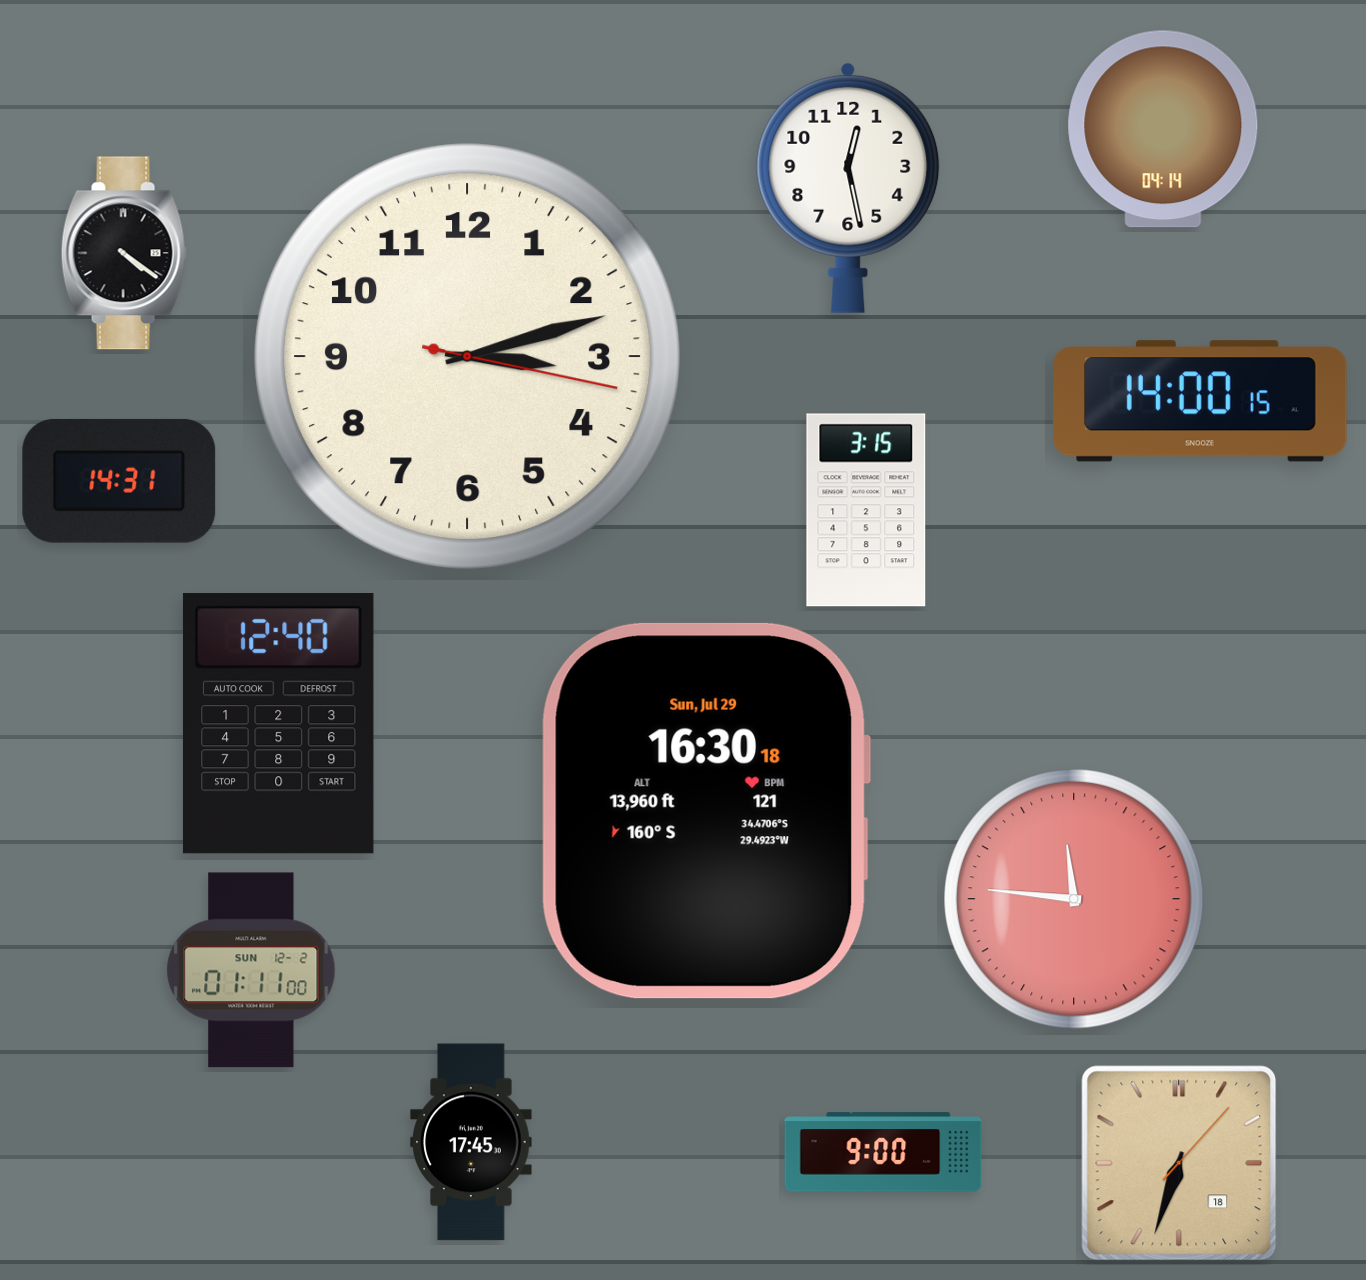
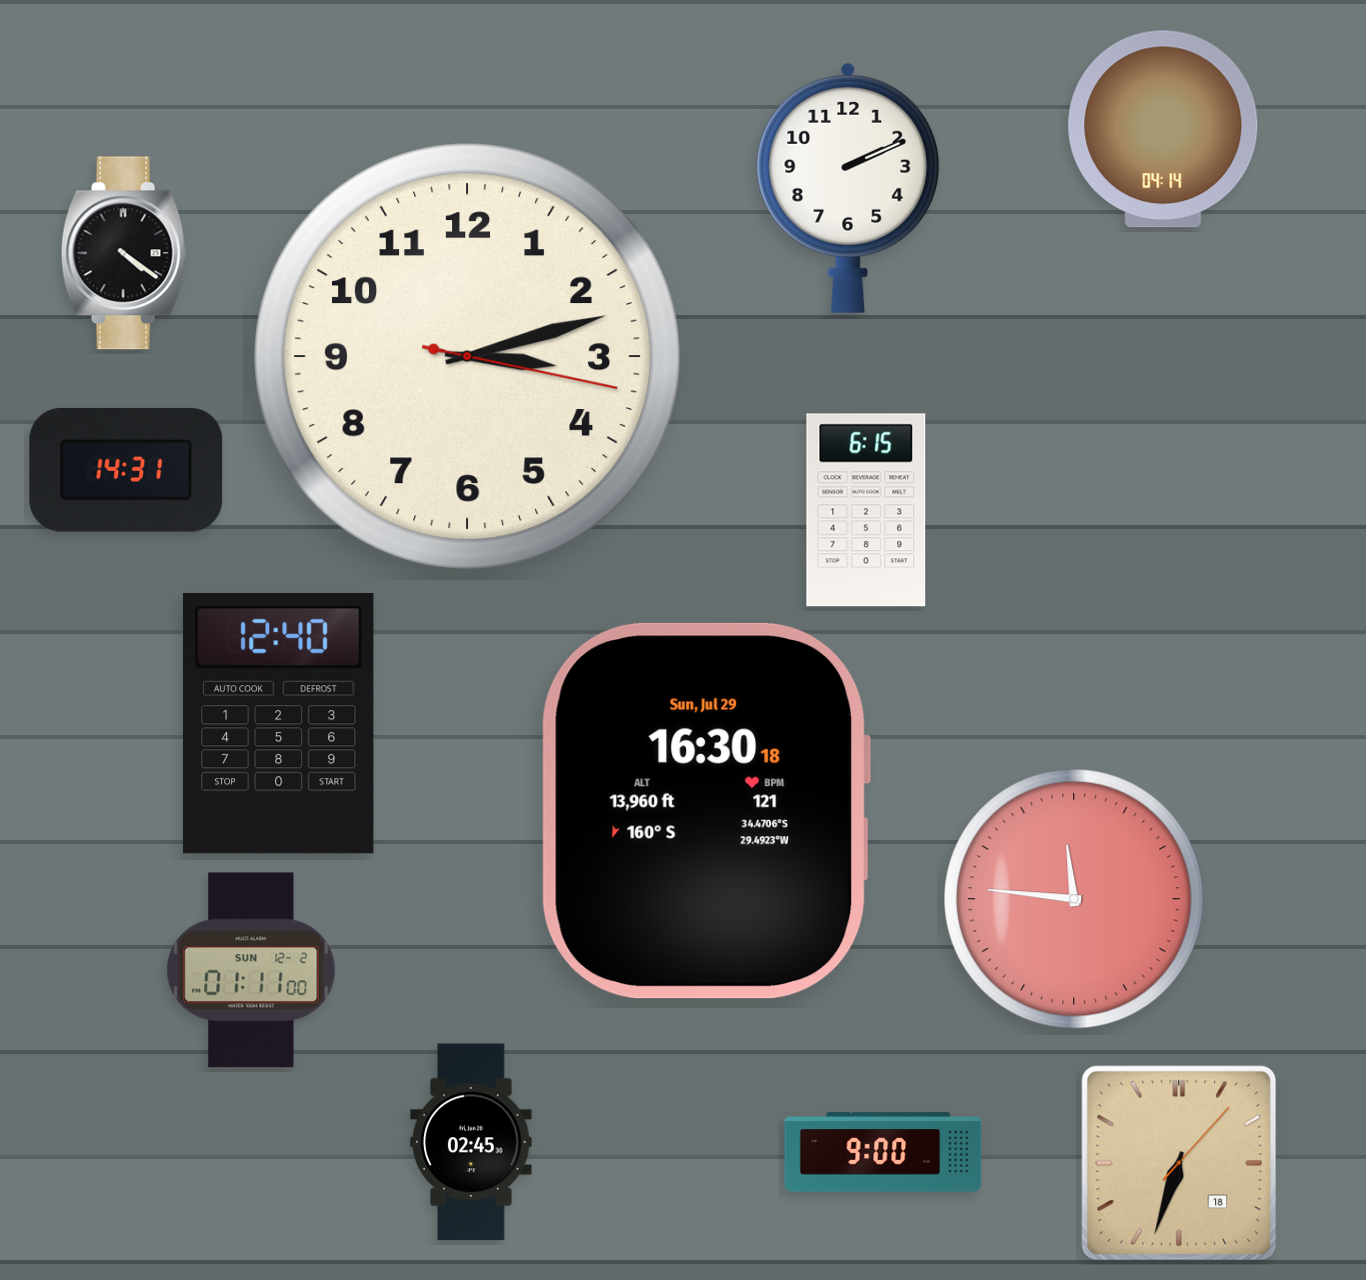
clock at (848, 187): 12:28 -> 2:11
clock at (1201, 401): 14:00 -> none
clock at (119, 481) position: (119, 481) -> (126, 470)
clock at (866, 510): 3:15 -> 6:15
clock at (471, 1142): 17:45 -> 02:45
